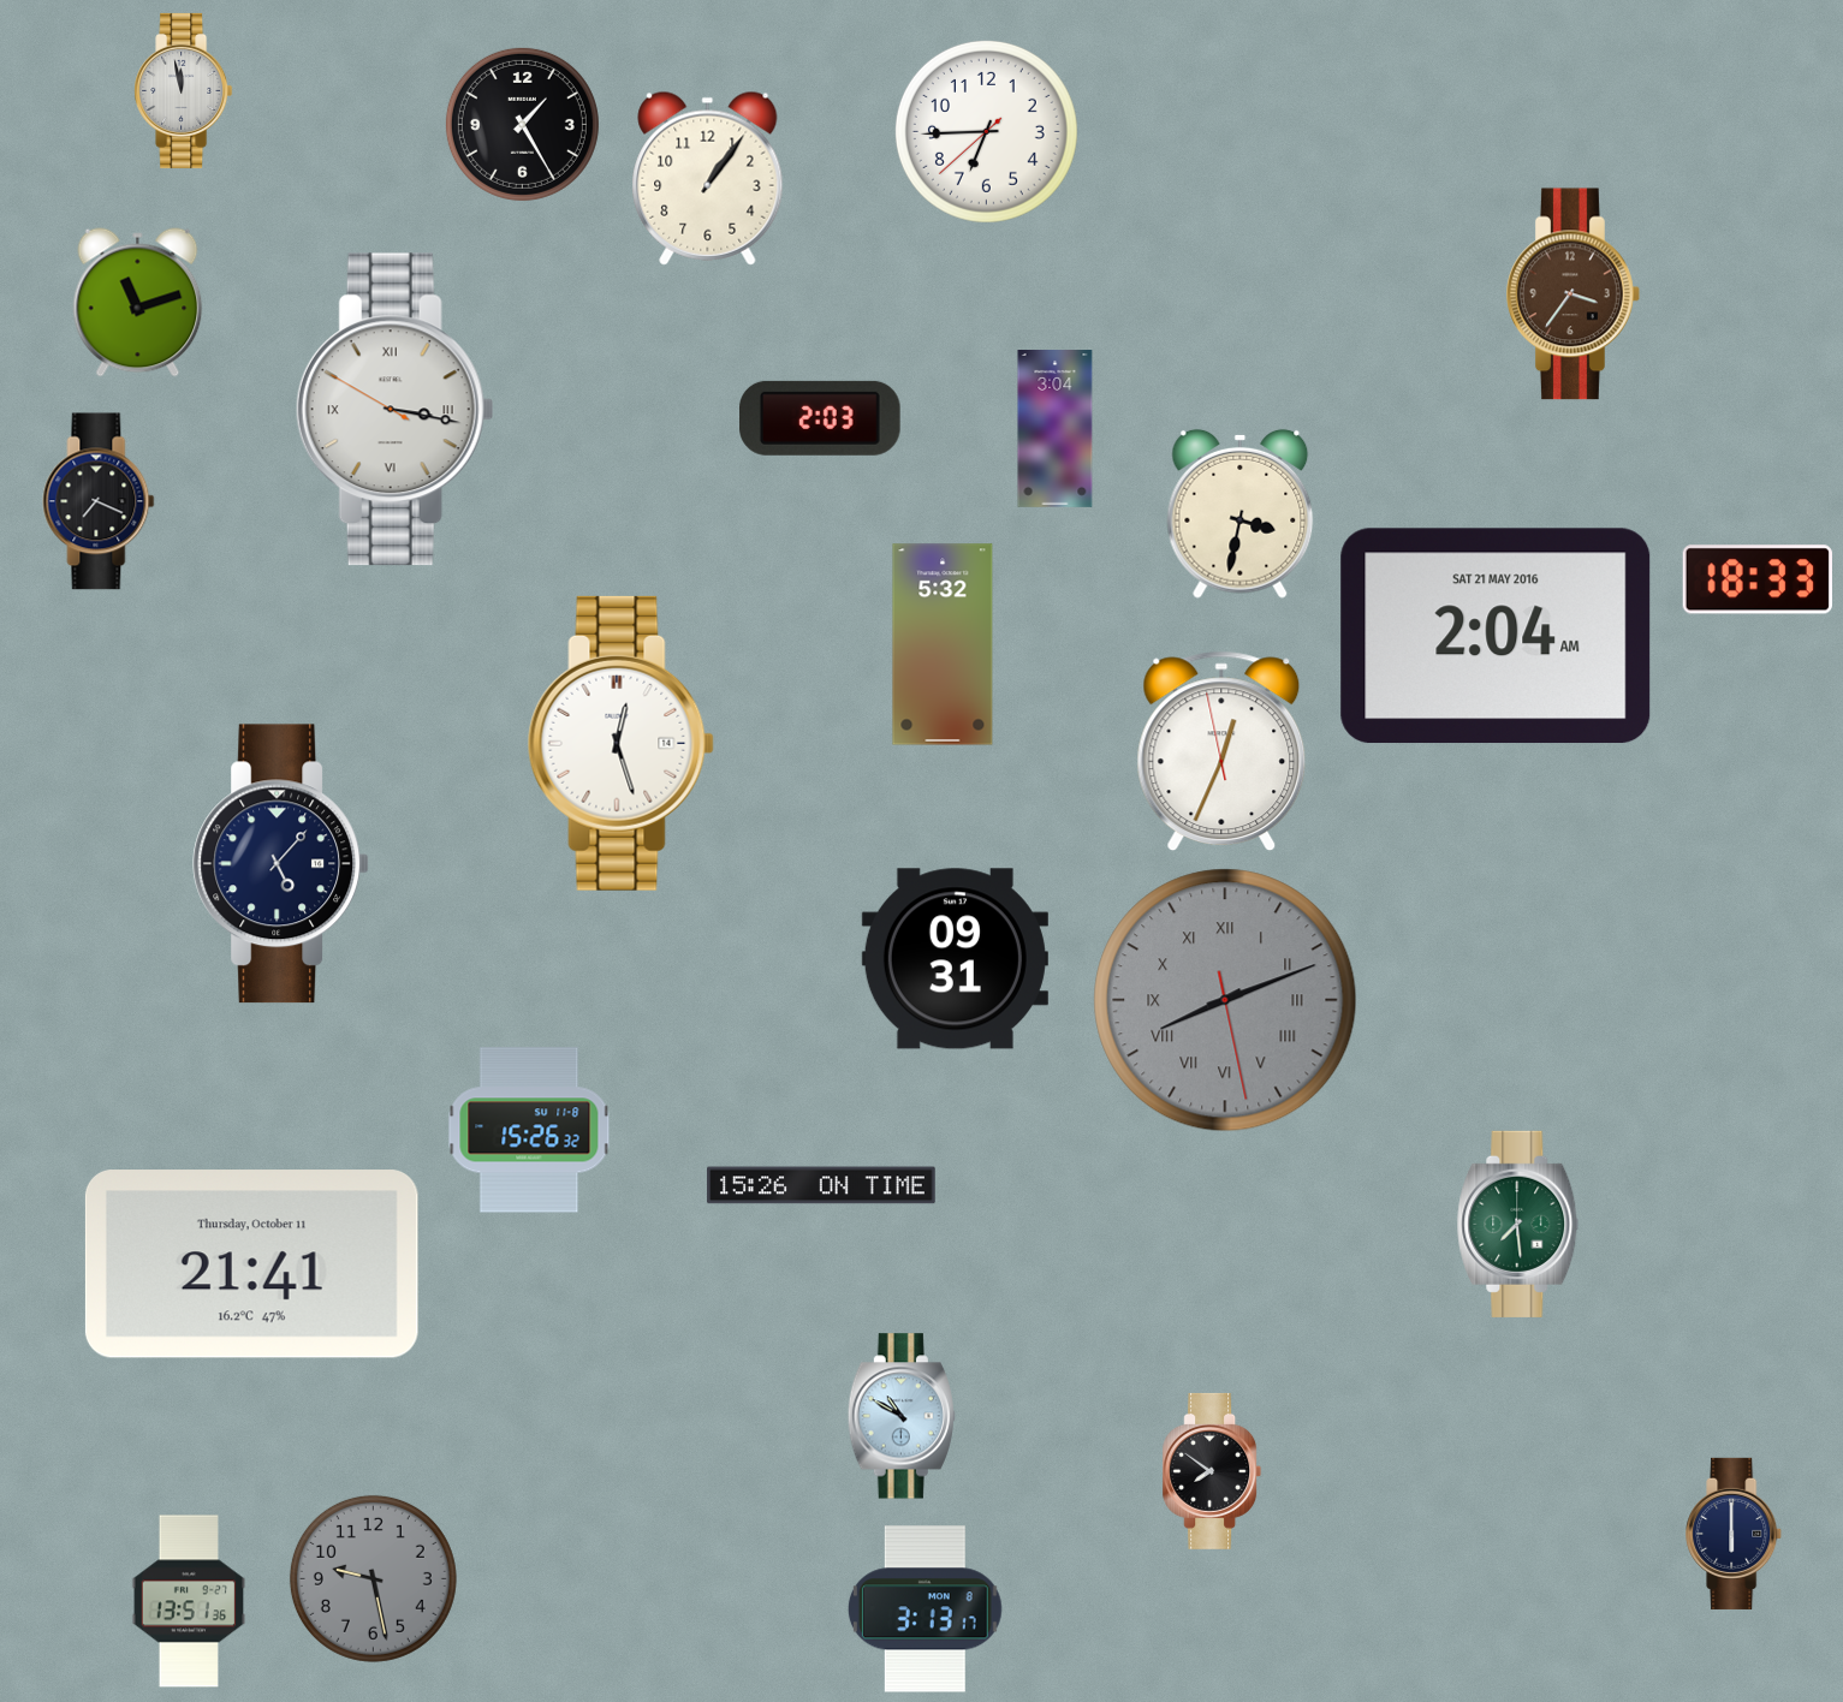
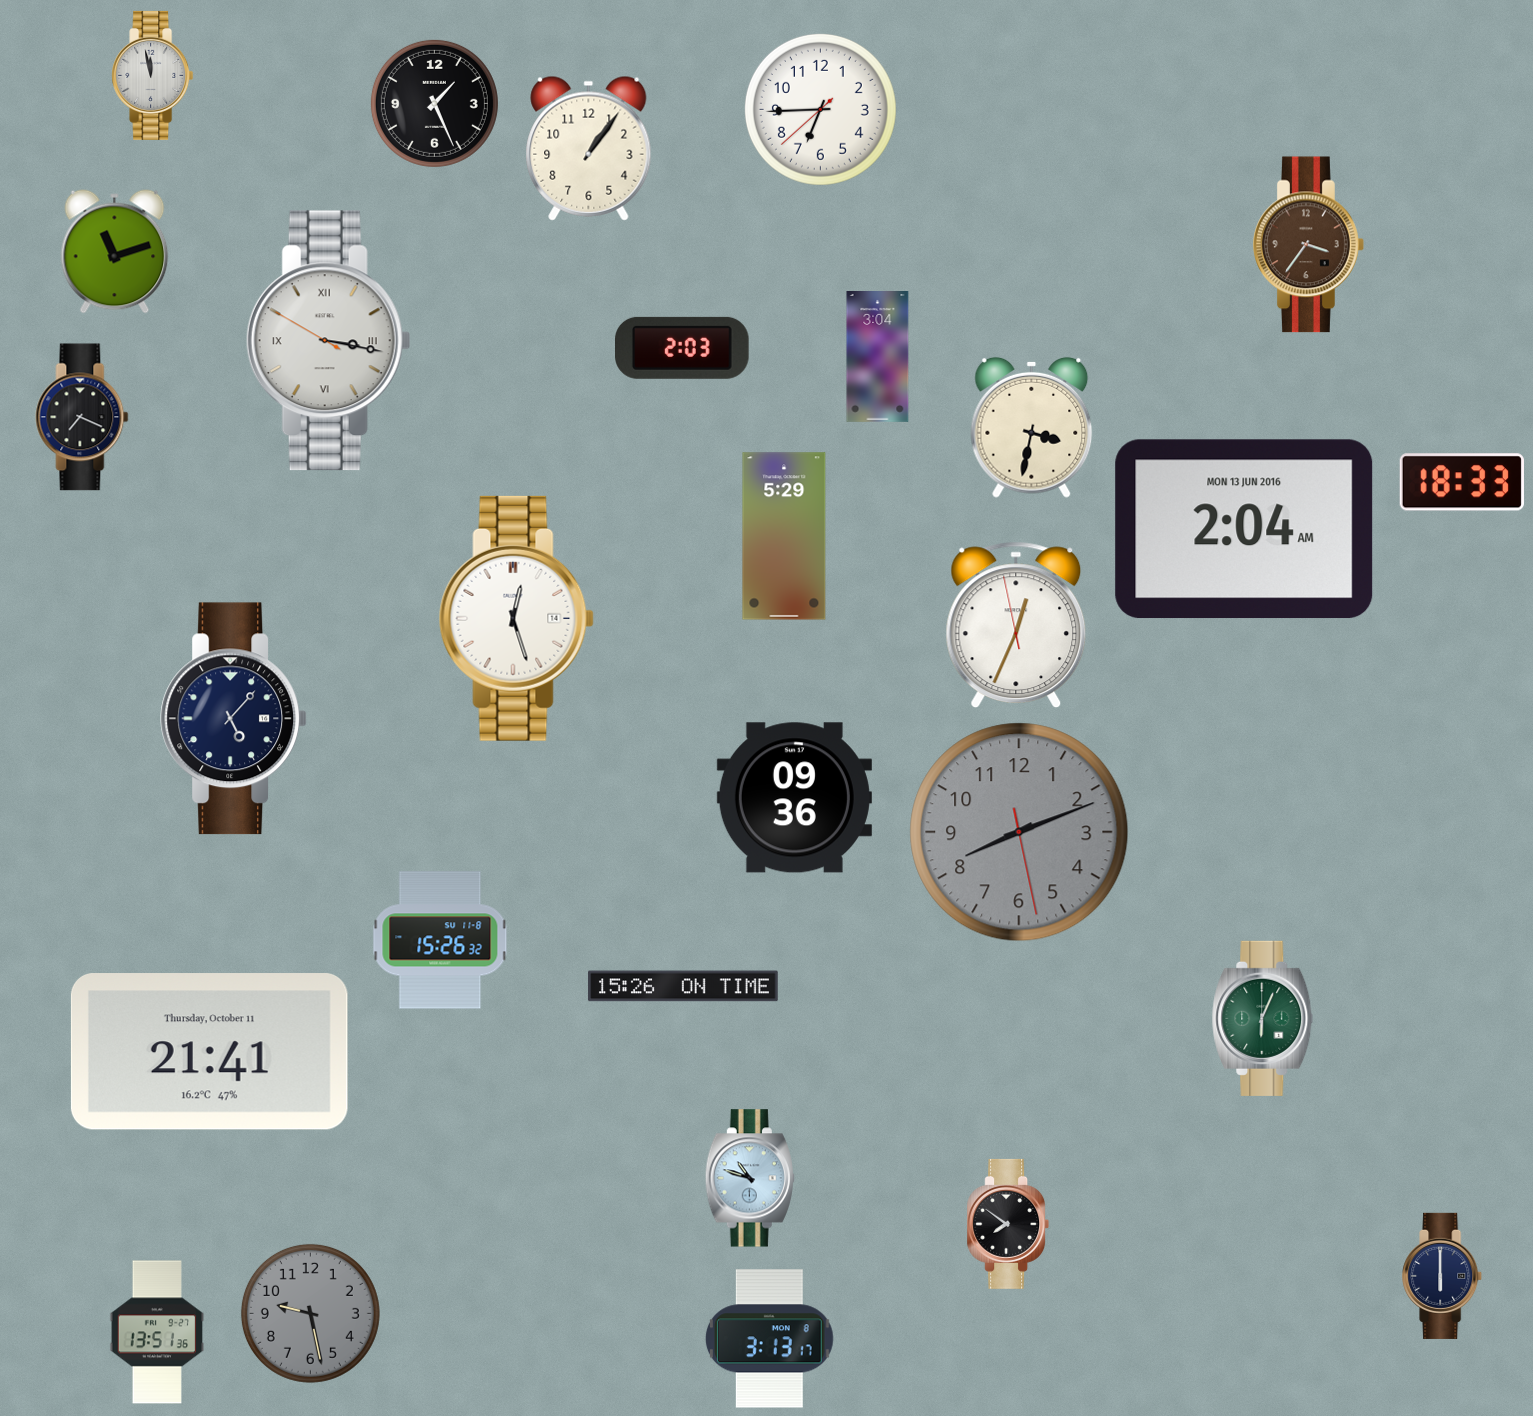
clock at (522, 124): 1:25 -> 1:26
clock at (1496, 636) date: SAT 21 MAY 2016 -> MON 13 JUN 2016
clock at (943, 644): 5:32 -> 5:29
clock at (955, 959): 09:31 -> 09:36
clock at (1225, 1000) numerals: Roman -> Arabic
clock at (1518, 1224): 7:29 -> 6:04
clock at (902, 1416): 10:50 -> 10:48
